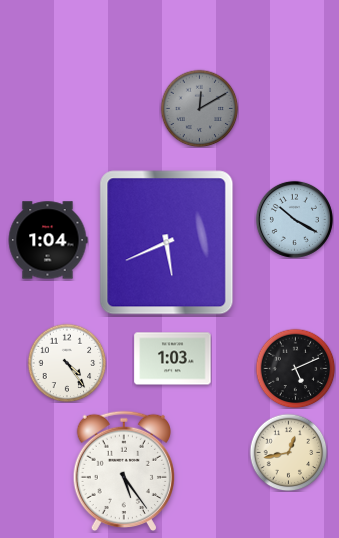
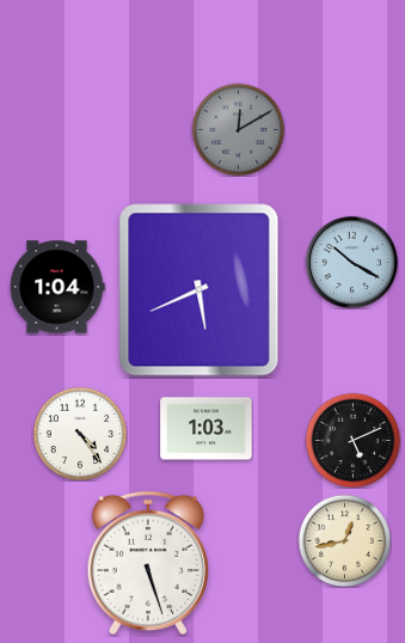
clock at (124, 471): 5:24 -> 5:27
